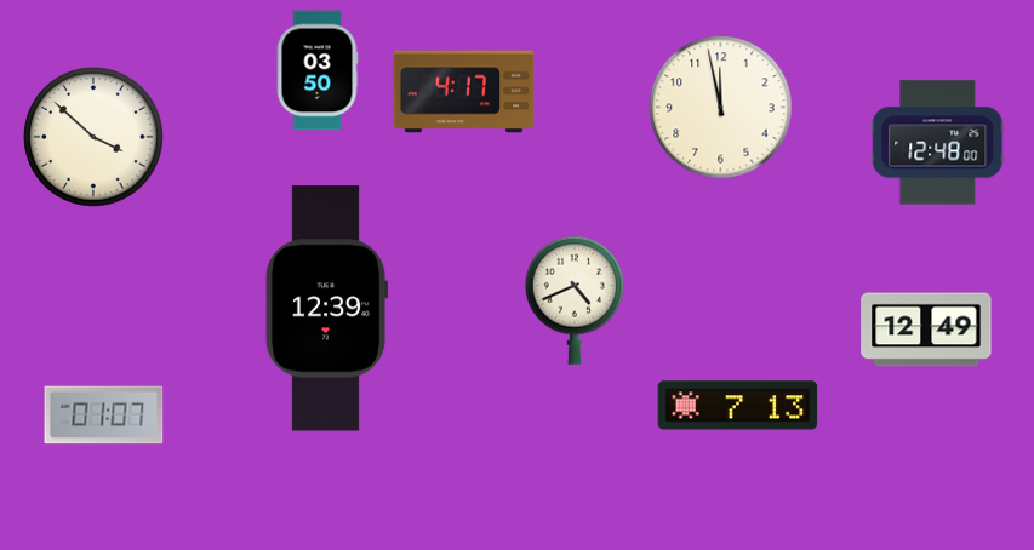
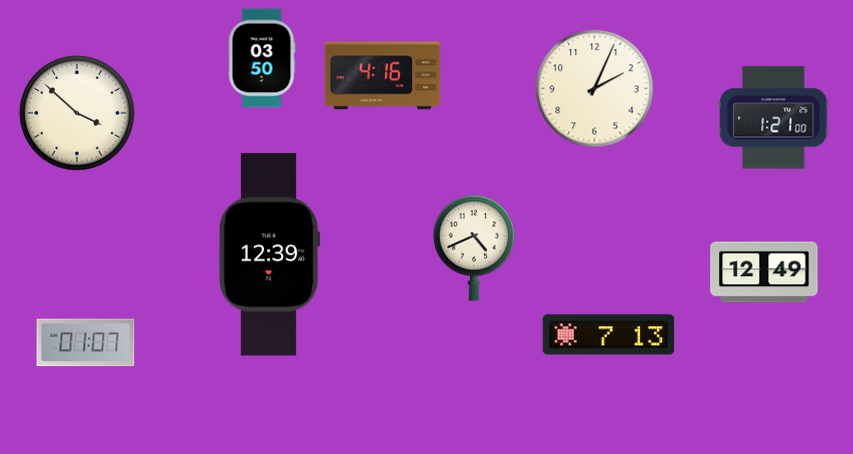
clock at (464, 92): 4:17 -> 4:16
clock at (721, 108): 11:58 -> 2:04
clock at (938, 143): 12:48 -> 1:21
